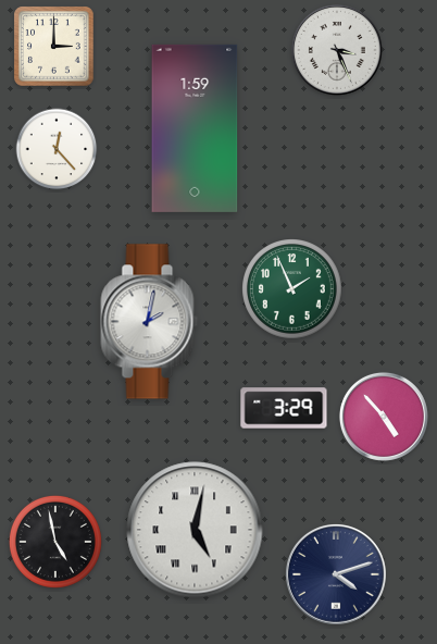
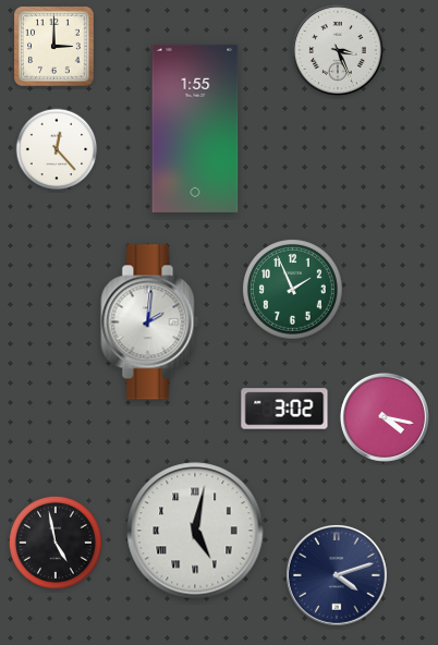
clock at (195, 128): 1:59 -> 1:55
clock at (150, 322): 2:02 -> 2:01
clock at (284, 408): 3:29 -> 3:02
clock at (384, 417): 4:53 -> 4:17
